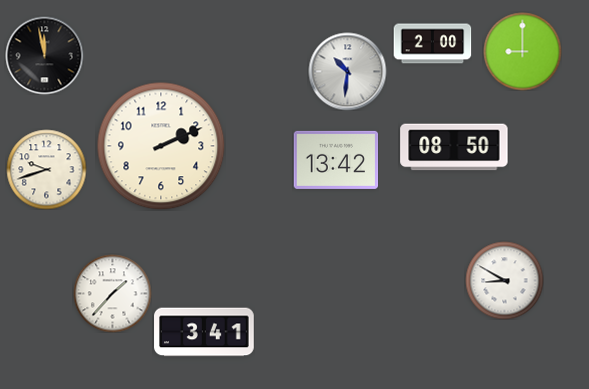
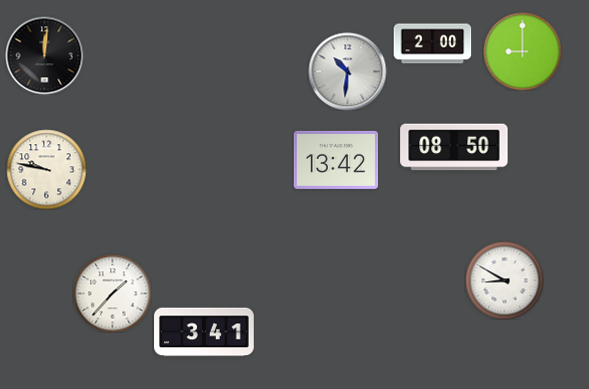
clock at (44, 55): 11:58 -> 12:01
clock at (161, 146): 2:11 -> none
clock at (46, 169): 9:42 -> 9:47
